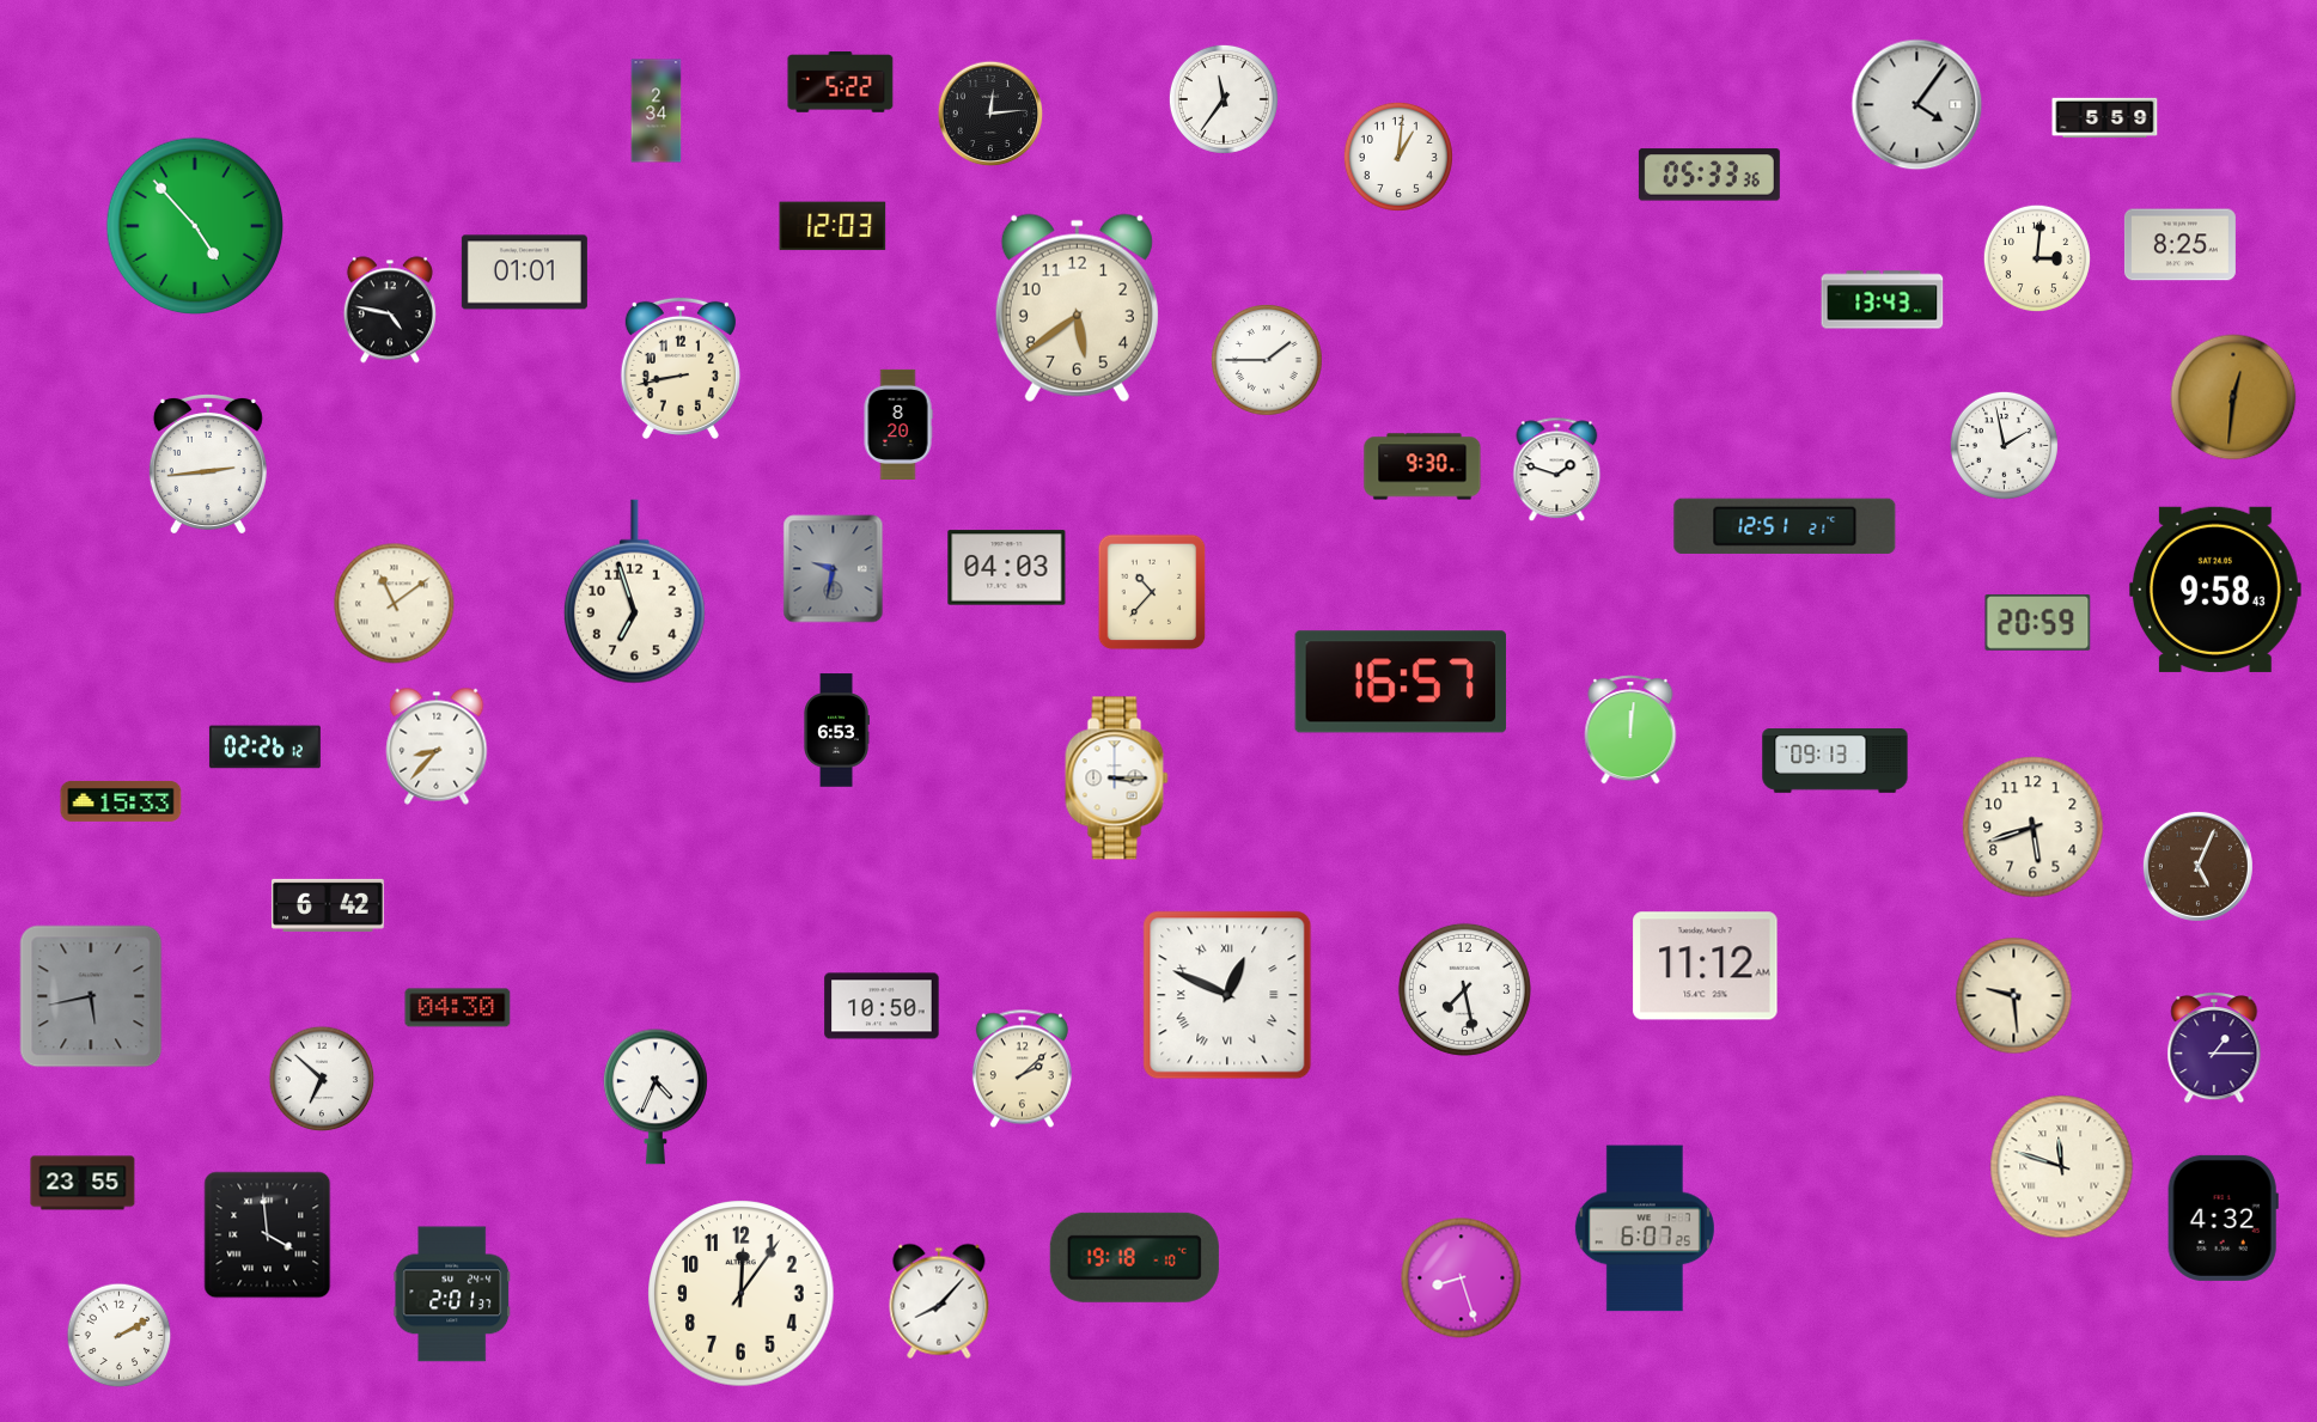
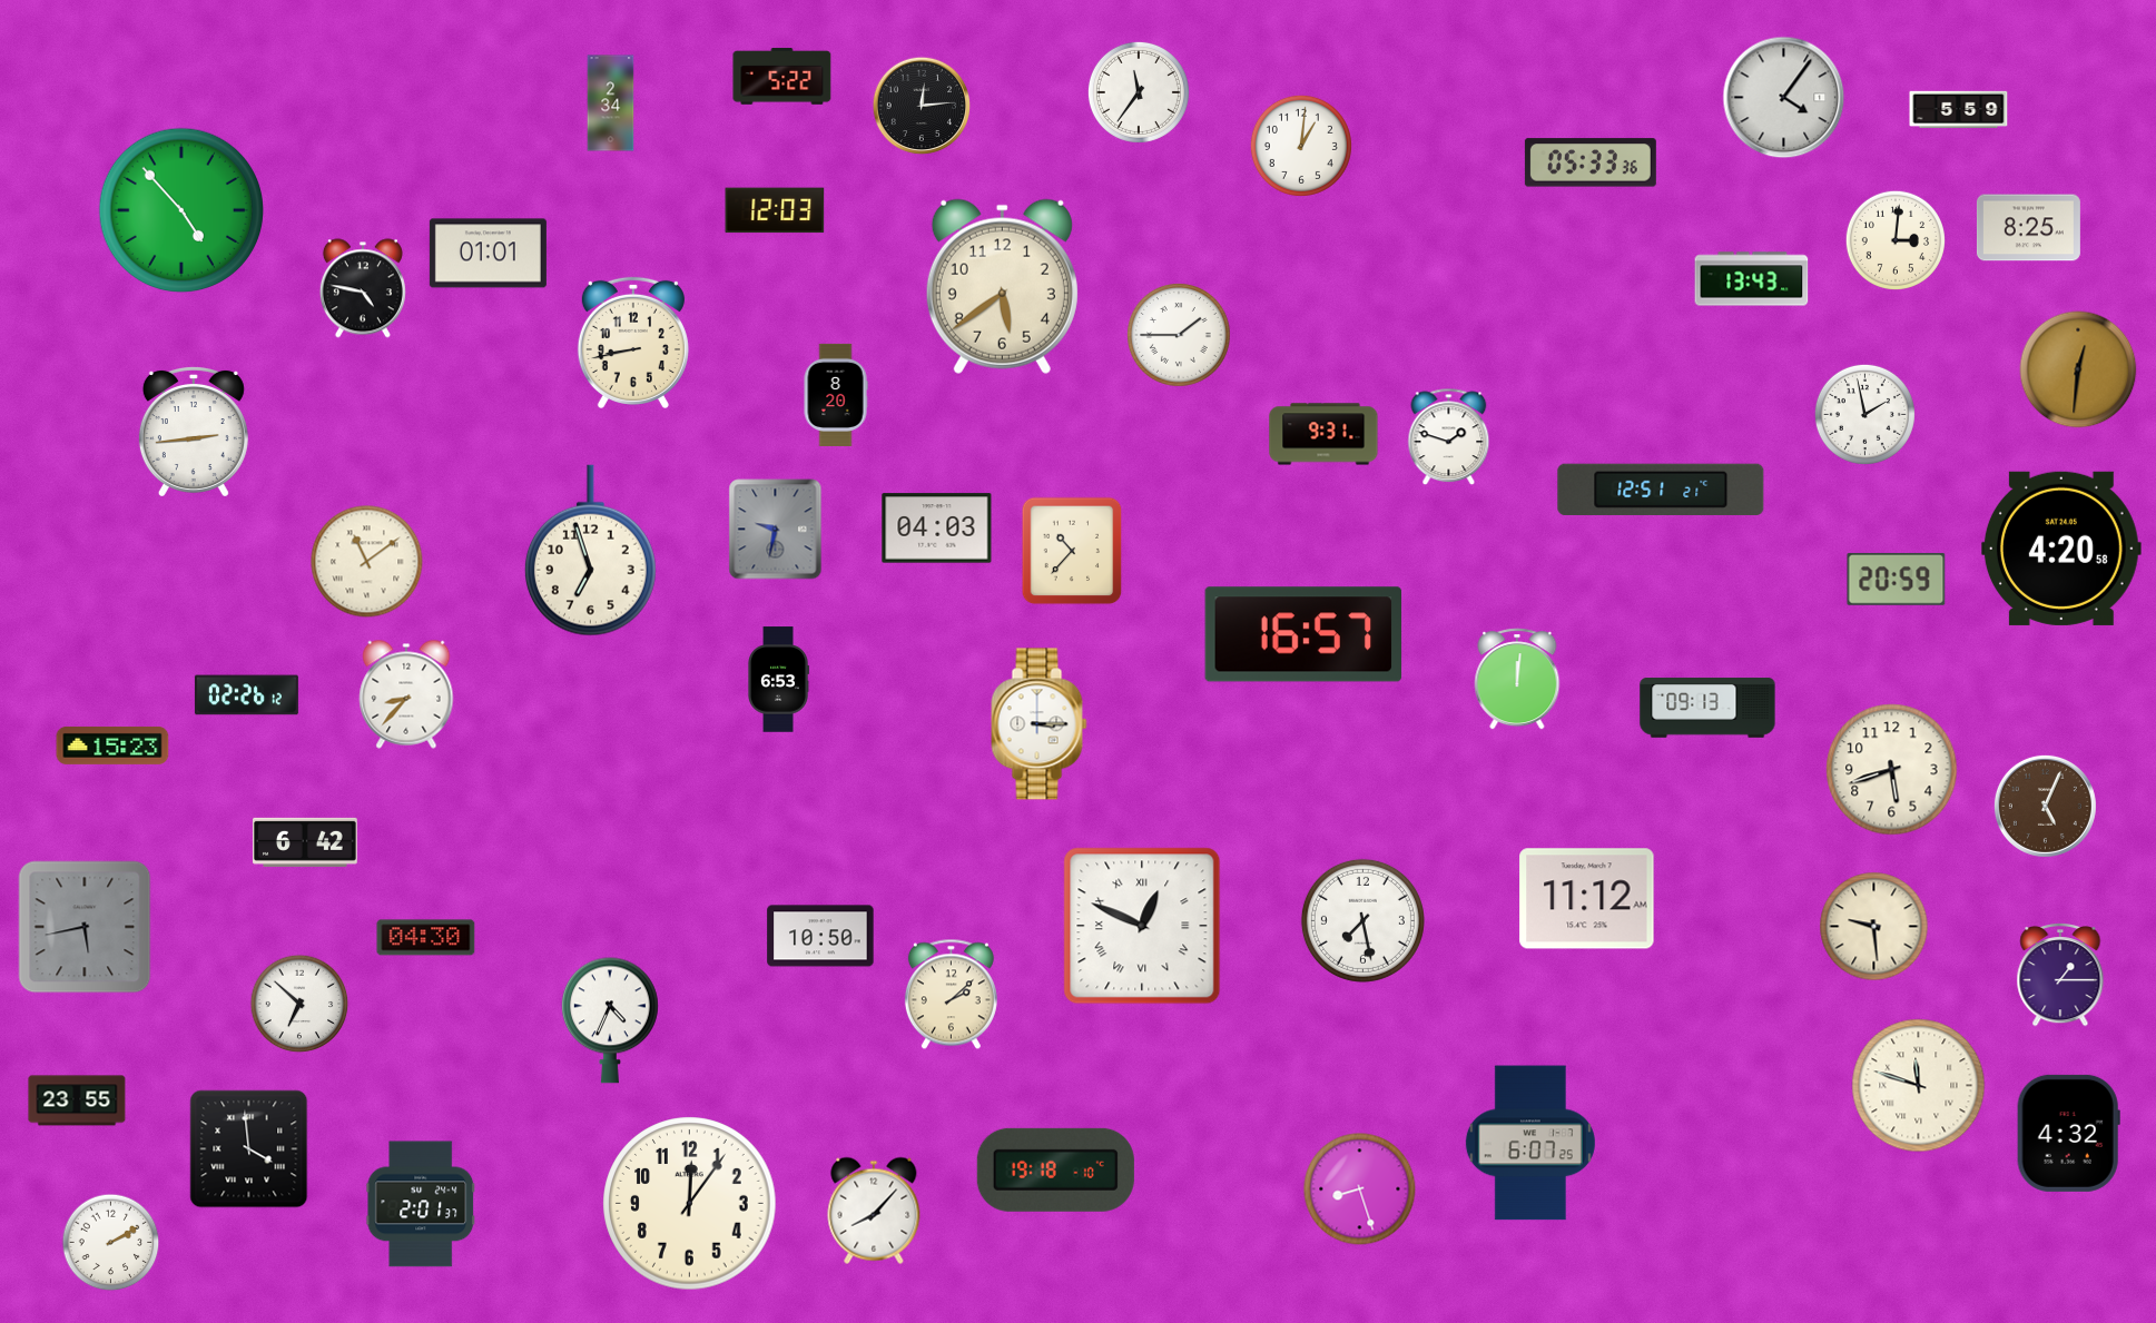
clock at (1422, 466): 9:30 -> 9:31
clock at (2215, 590): 9:58 -> 4:20
clock at (121, 801): 15:33 -> 15:23
